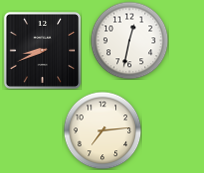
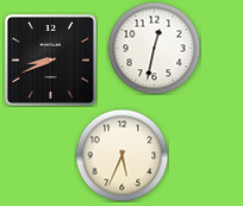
clock at (102, 130): 7:14 -> 5:34
